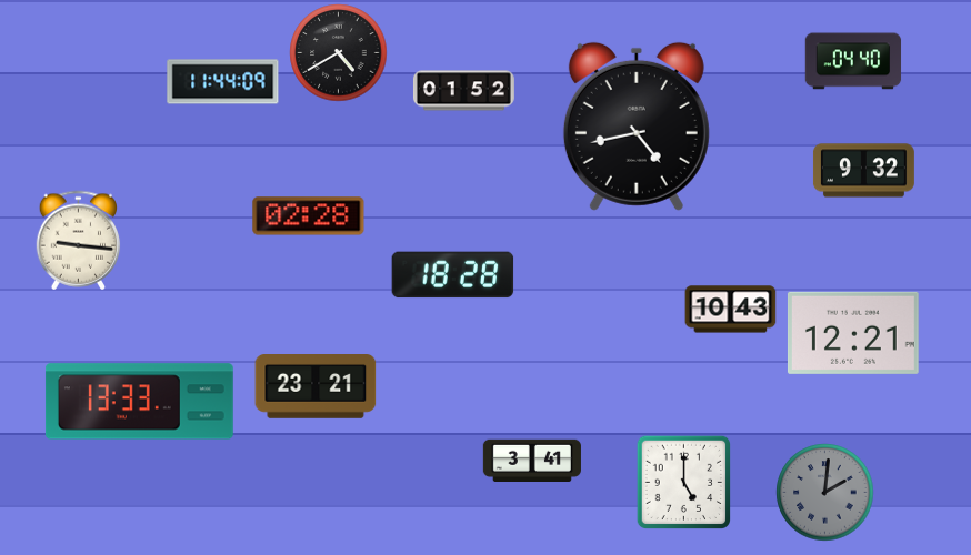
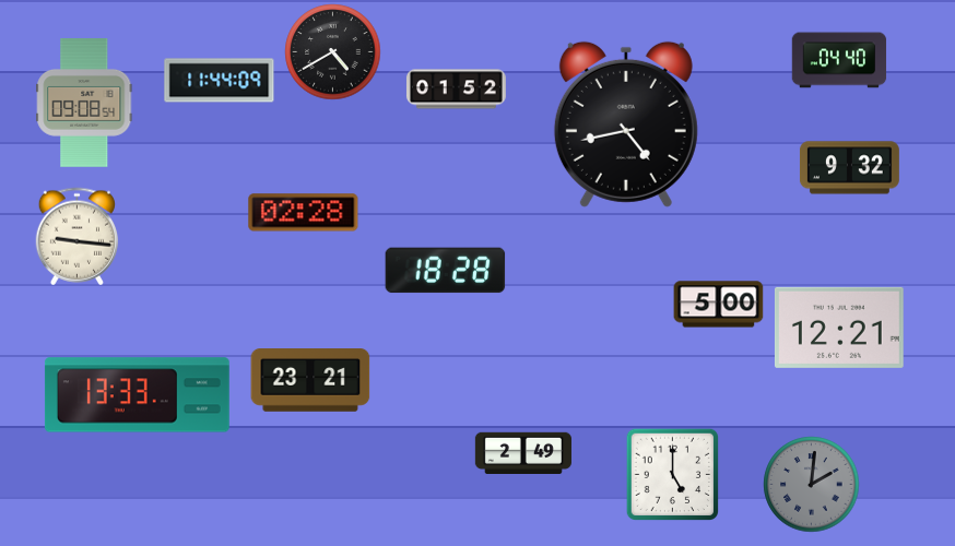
clock at (84, 104): none -> 09:08
clock at (731, 310): 10:43 -> 5:00
clock at (532, 460): 3:41 -> 2:49
